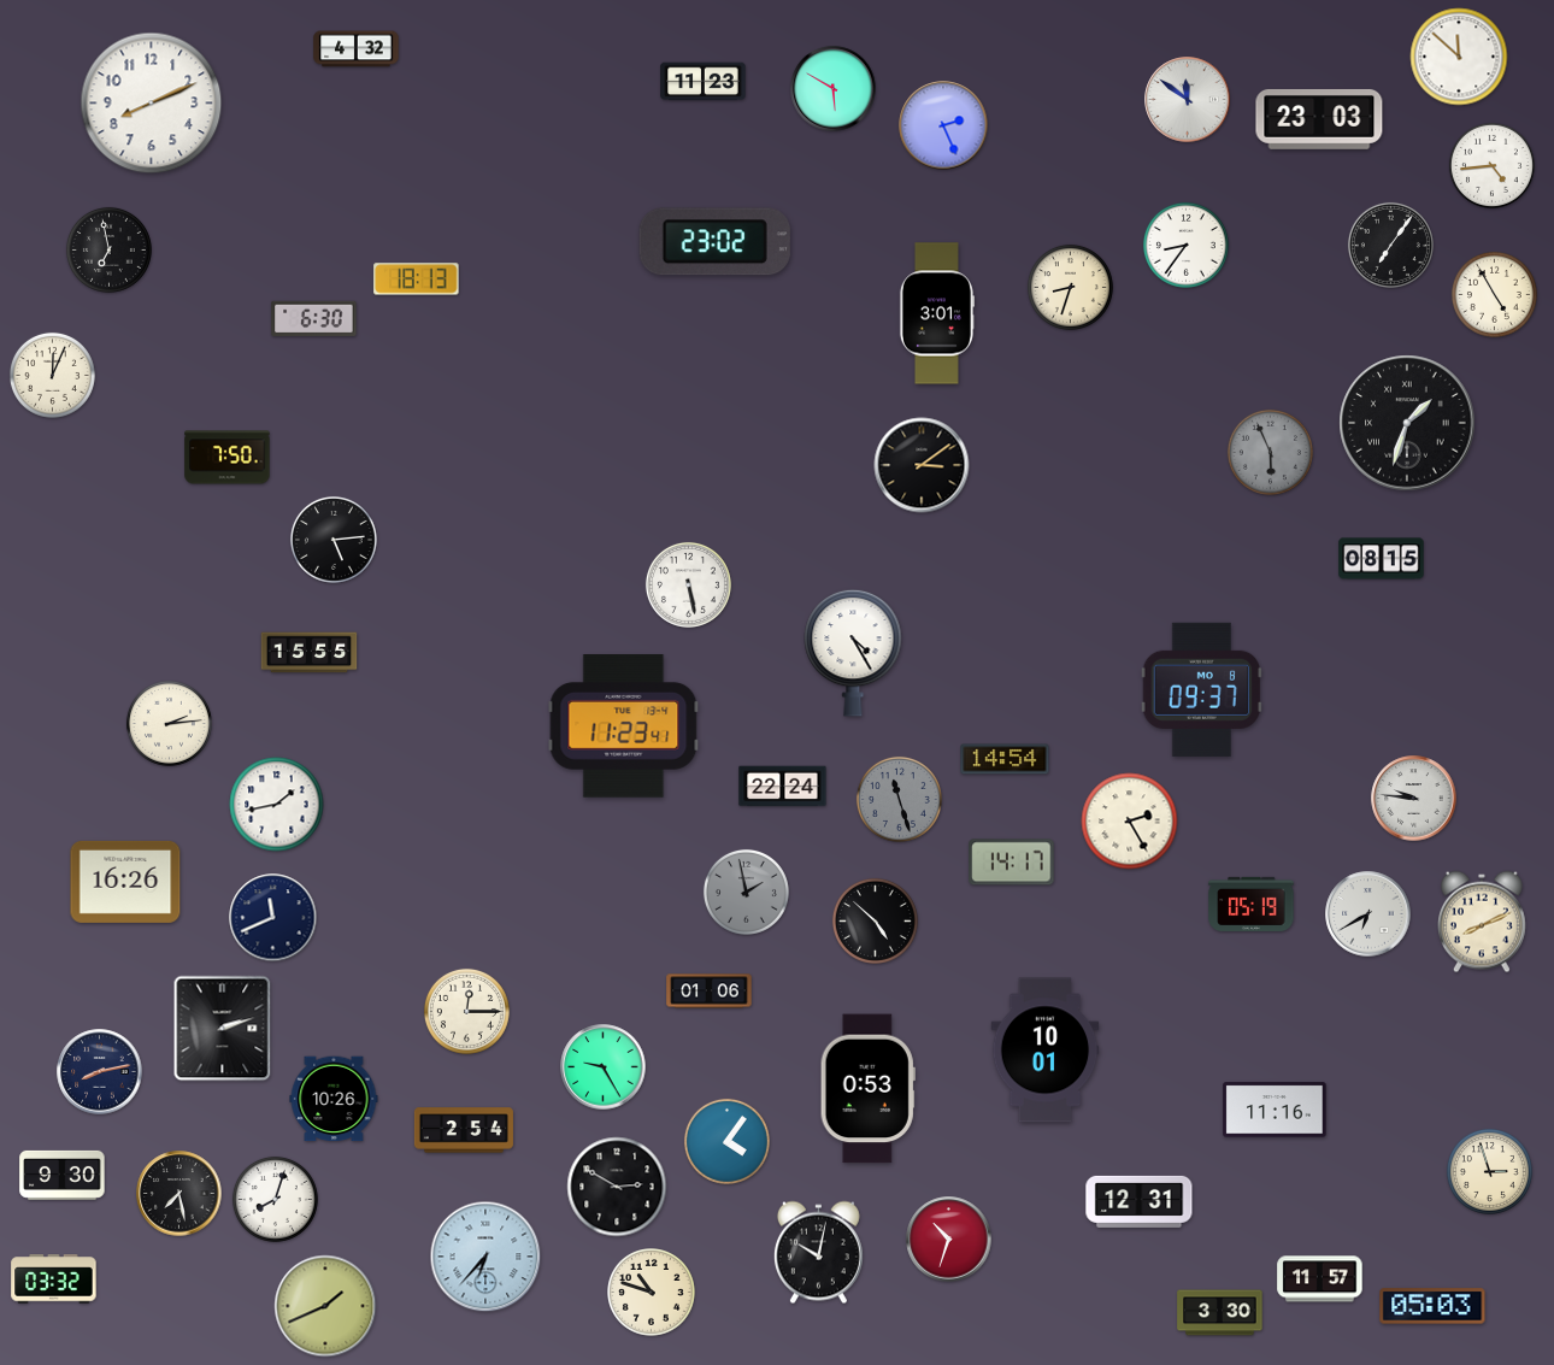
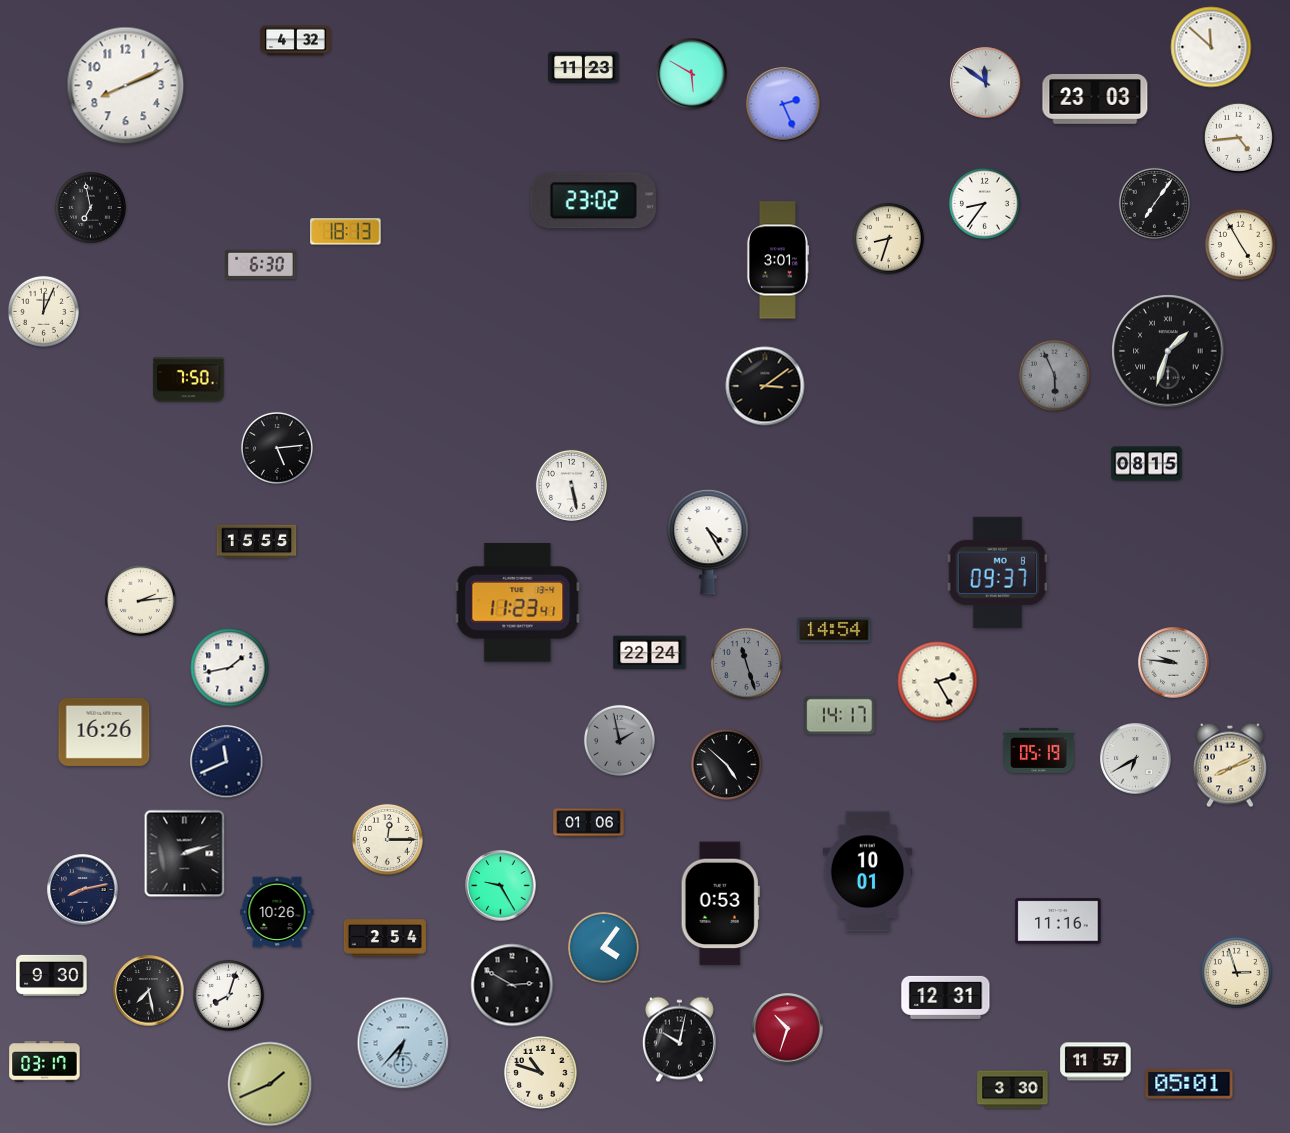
clock at (54, 1279): 03:32 -> 03:17
clock at (1432, 1306): 05:03 -> 05:01
